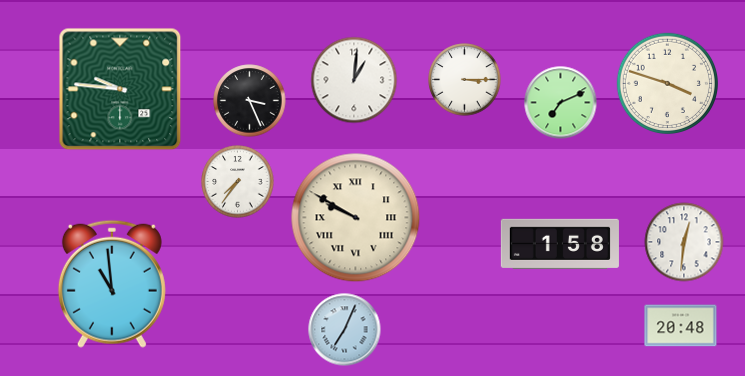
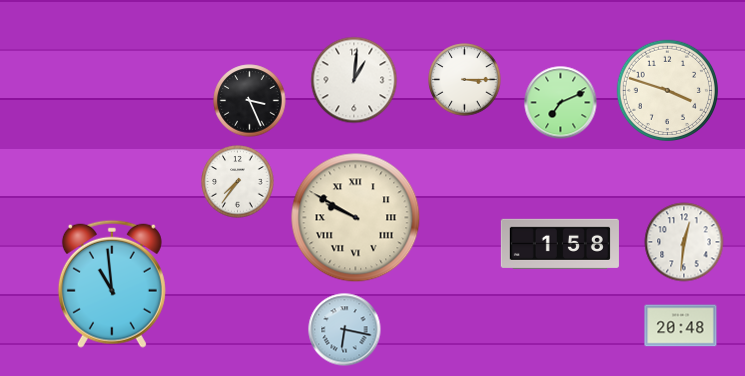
clock at (667, 83) position: (667, 83) -> (667, 90)
clock at (120, 89): 9:46 -> none
clock at (345, 330): 7:04 -> 6:17
